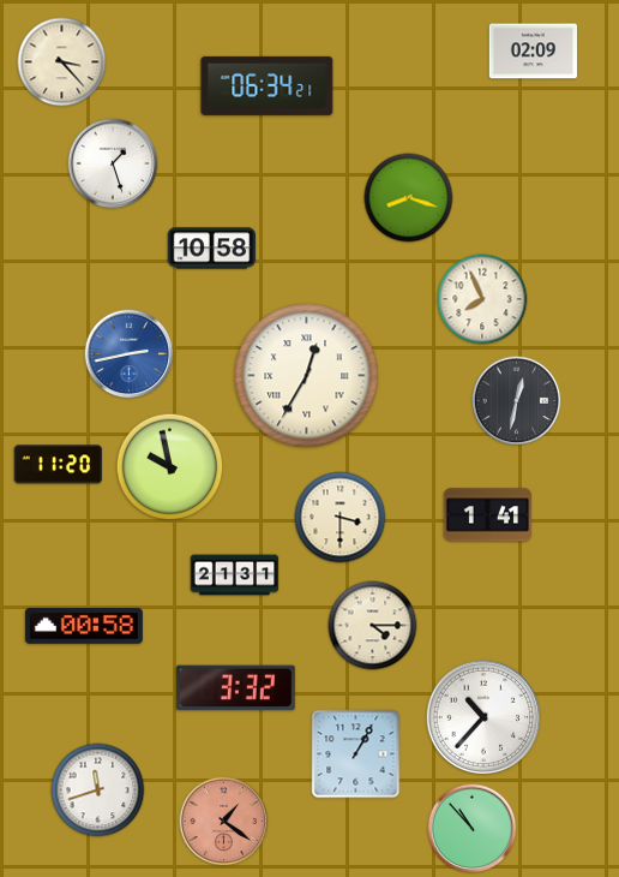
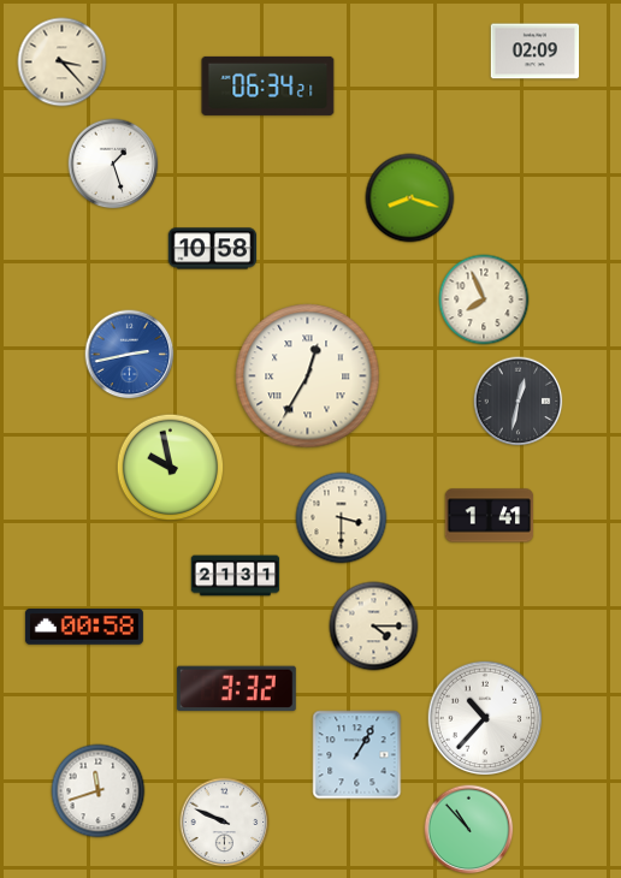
clock at (58, 465): 11:20 -> none
clock at (224, 822): 1:21 -> 9:49
clock at (224, 822) dial: salmon -> white
clock at (473, 829) position: (473, 829) -> (469, 830)
